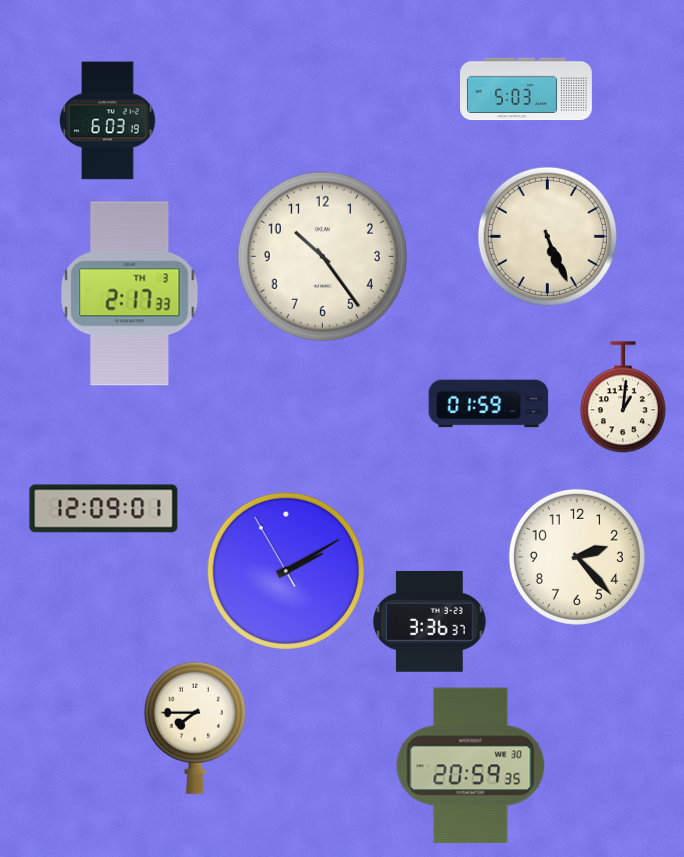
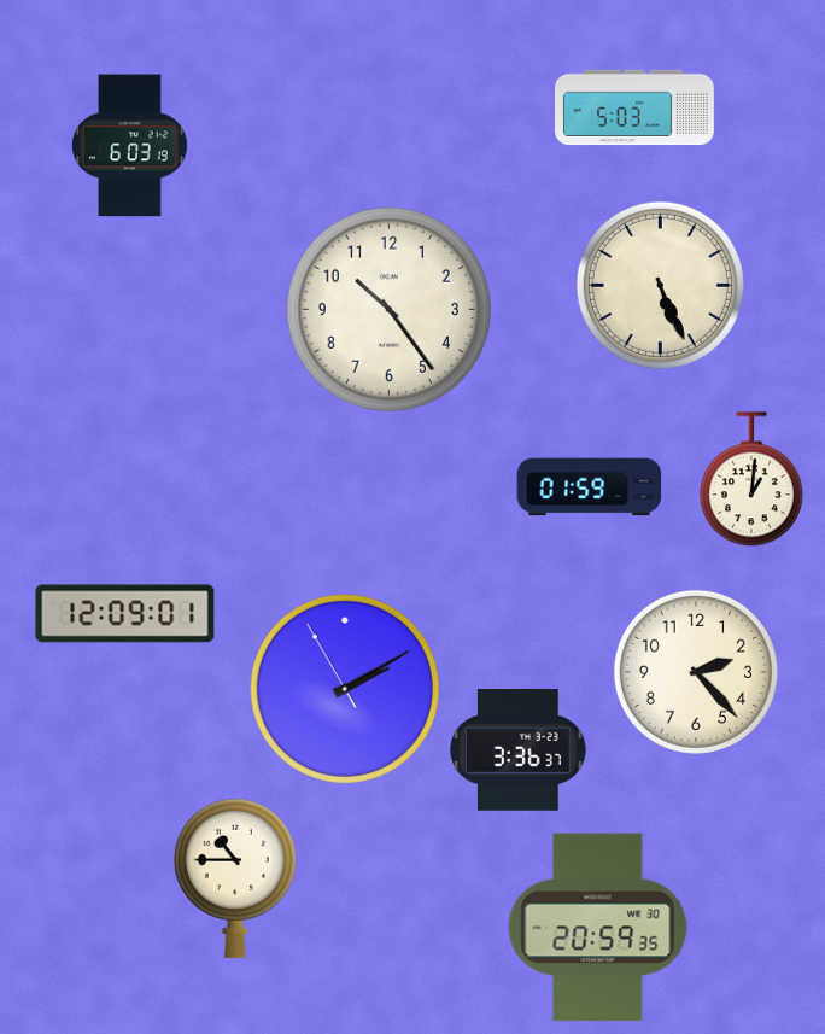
clock at (130, 294): 2:17 -> none
clock at (195, 728): 7:45 -> 10:45
clock at (471, 766) position: (471, 766) -> (598, 928)
